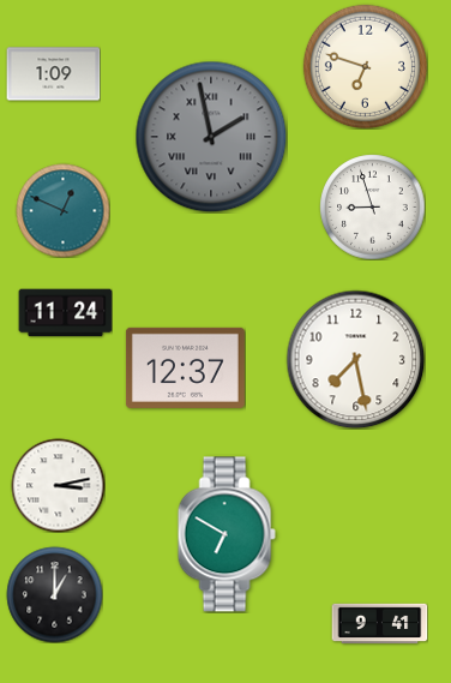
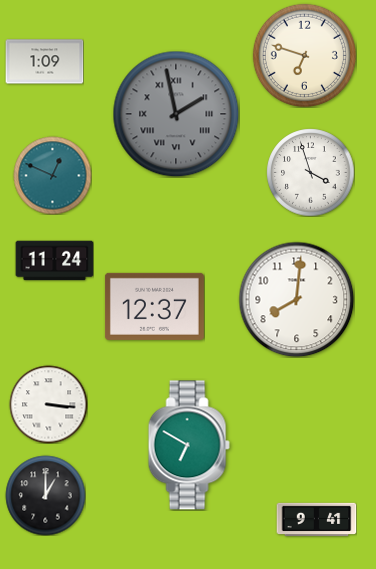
clock at (372, 206): 8:57 -> 3:57
clock at (355, 359): 7:28 -> 8:01
clock at (58, 485): 3:13 -> 3:16
